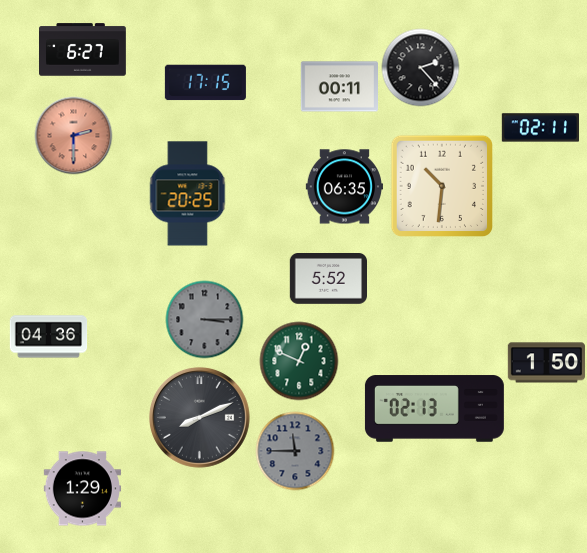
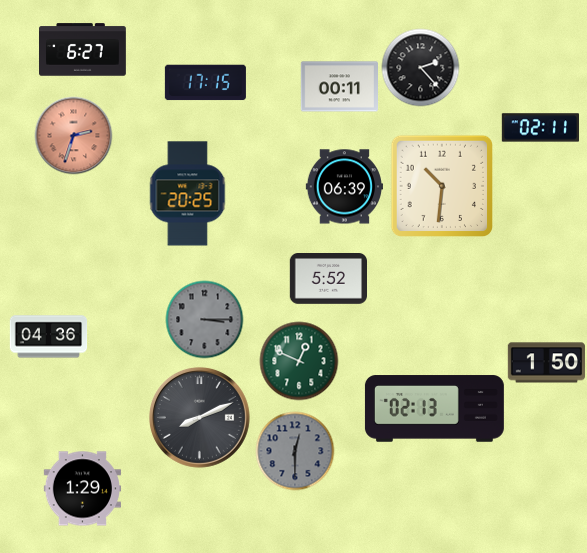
clock at (73, 135): 2:30 -> 2:33
clock at (344, 187): 06:35 -> 06:39
clock at (295, 451): 11:45 -> 12:30
